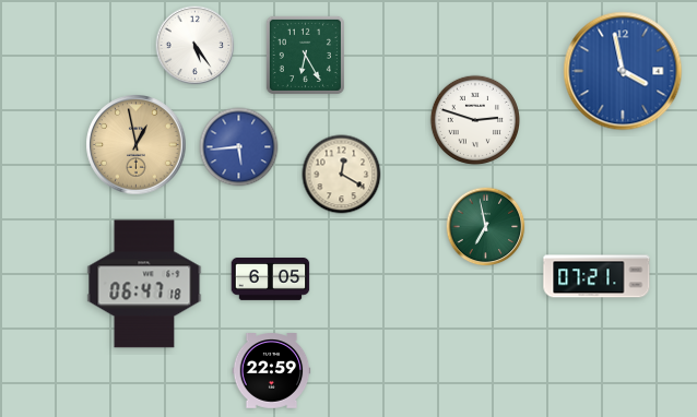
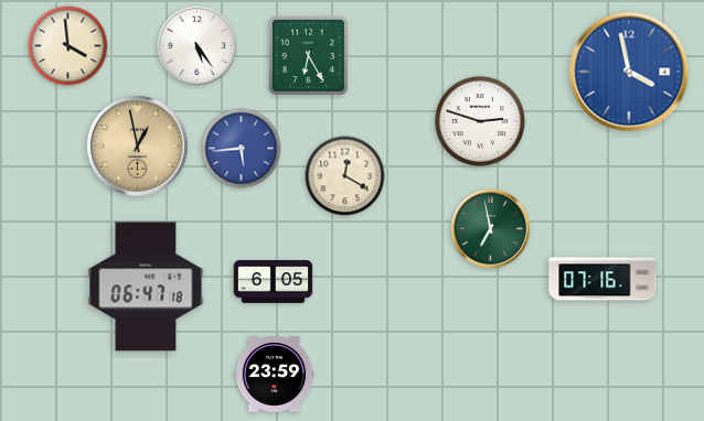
clock at (68, 46): none -> 3:59
clock at (596, 276): 07:21 -> 07:16
clock at (272, 371): 22:59 -> 23:59
